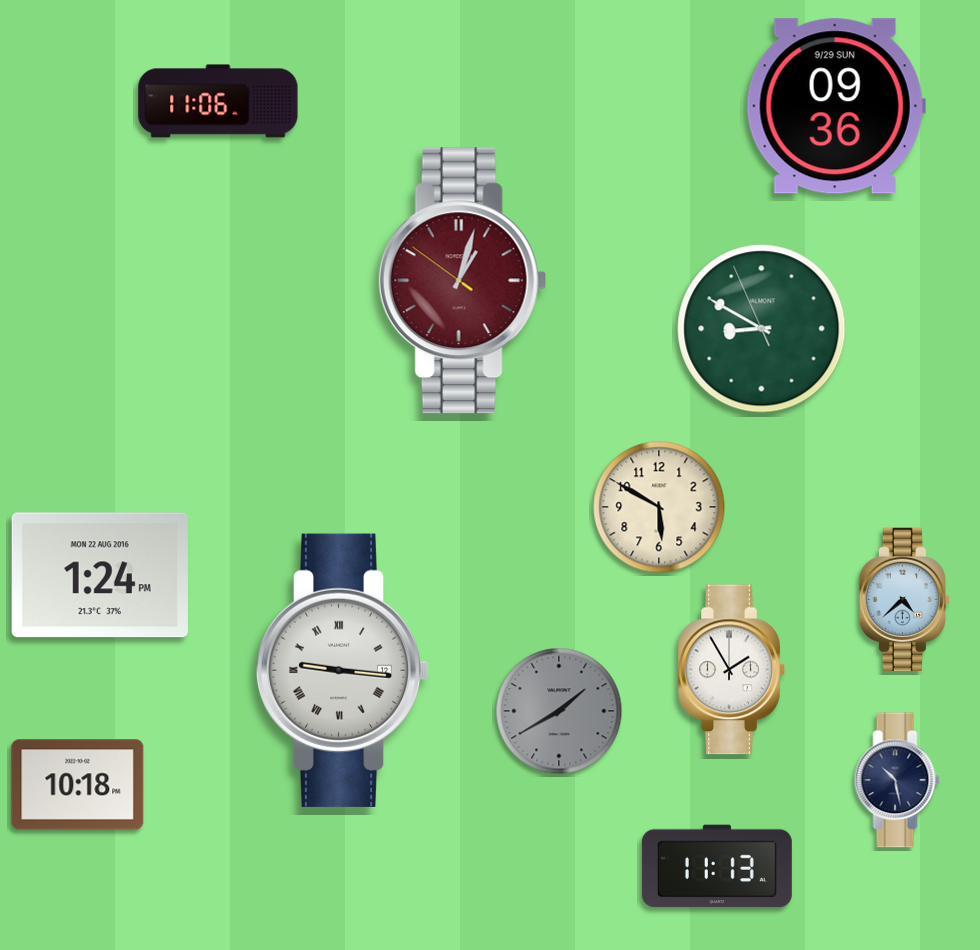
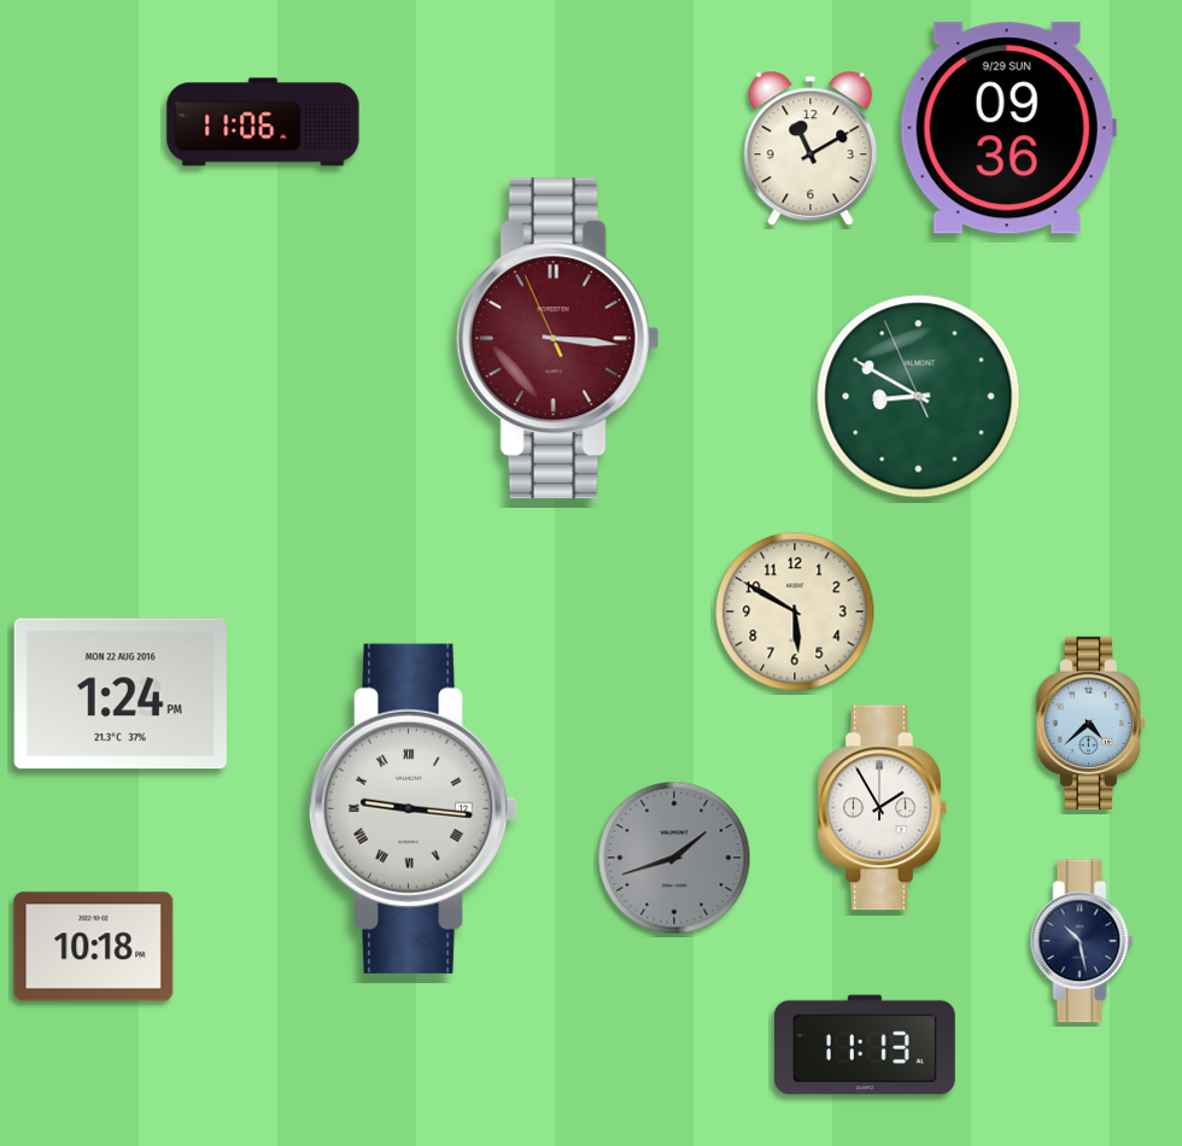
clock at (811, 148): none -> 11:10
clock at (462, 281): 1:02 -> 3:15
clock at (559, 711): 1:40 -> 1:42
